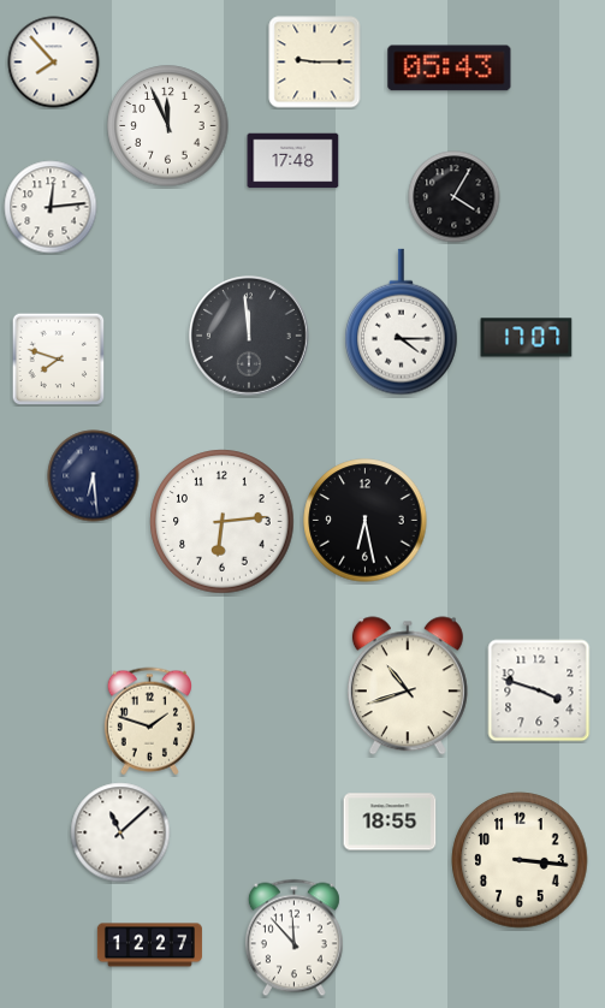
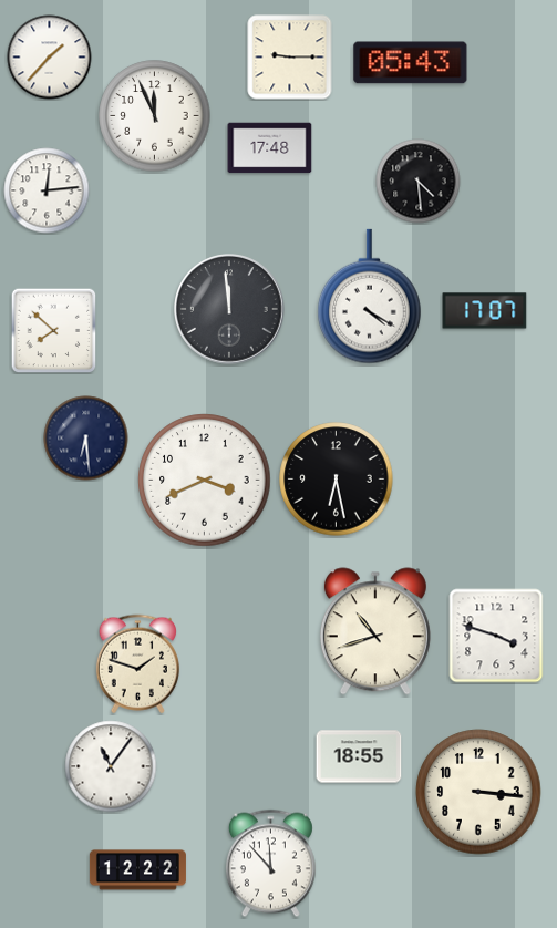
clock at (54, 63): 7:53 -> 1:37
clock at (450, 69) position: (450, 69) -> (411, 63)
clock at (455, 197): 4:05 -> 4:29
clock at (402, 322): 4:15 -> 4:20
clock at (58, 358): 7:48 -> 7:52
clock at (223, 522): 6:14 -> 3:41
clock at (120, 832): 11:08 -> 11:06
clock at (149, 945): 12:27 -> 12:22
